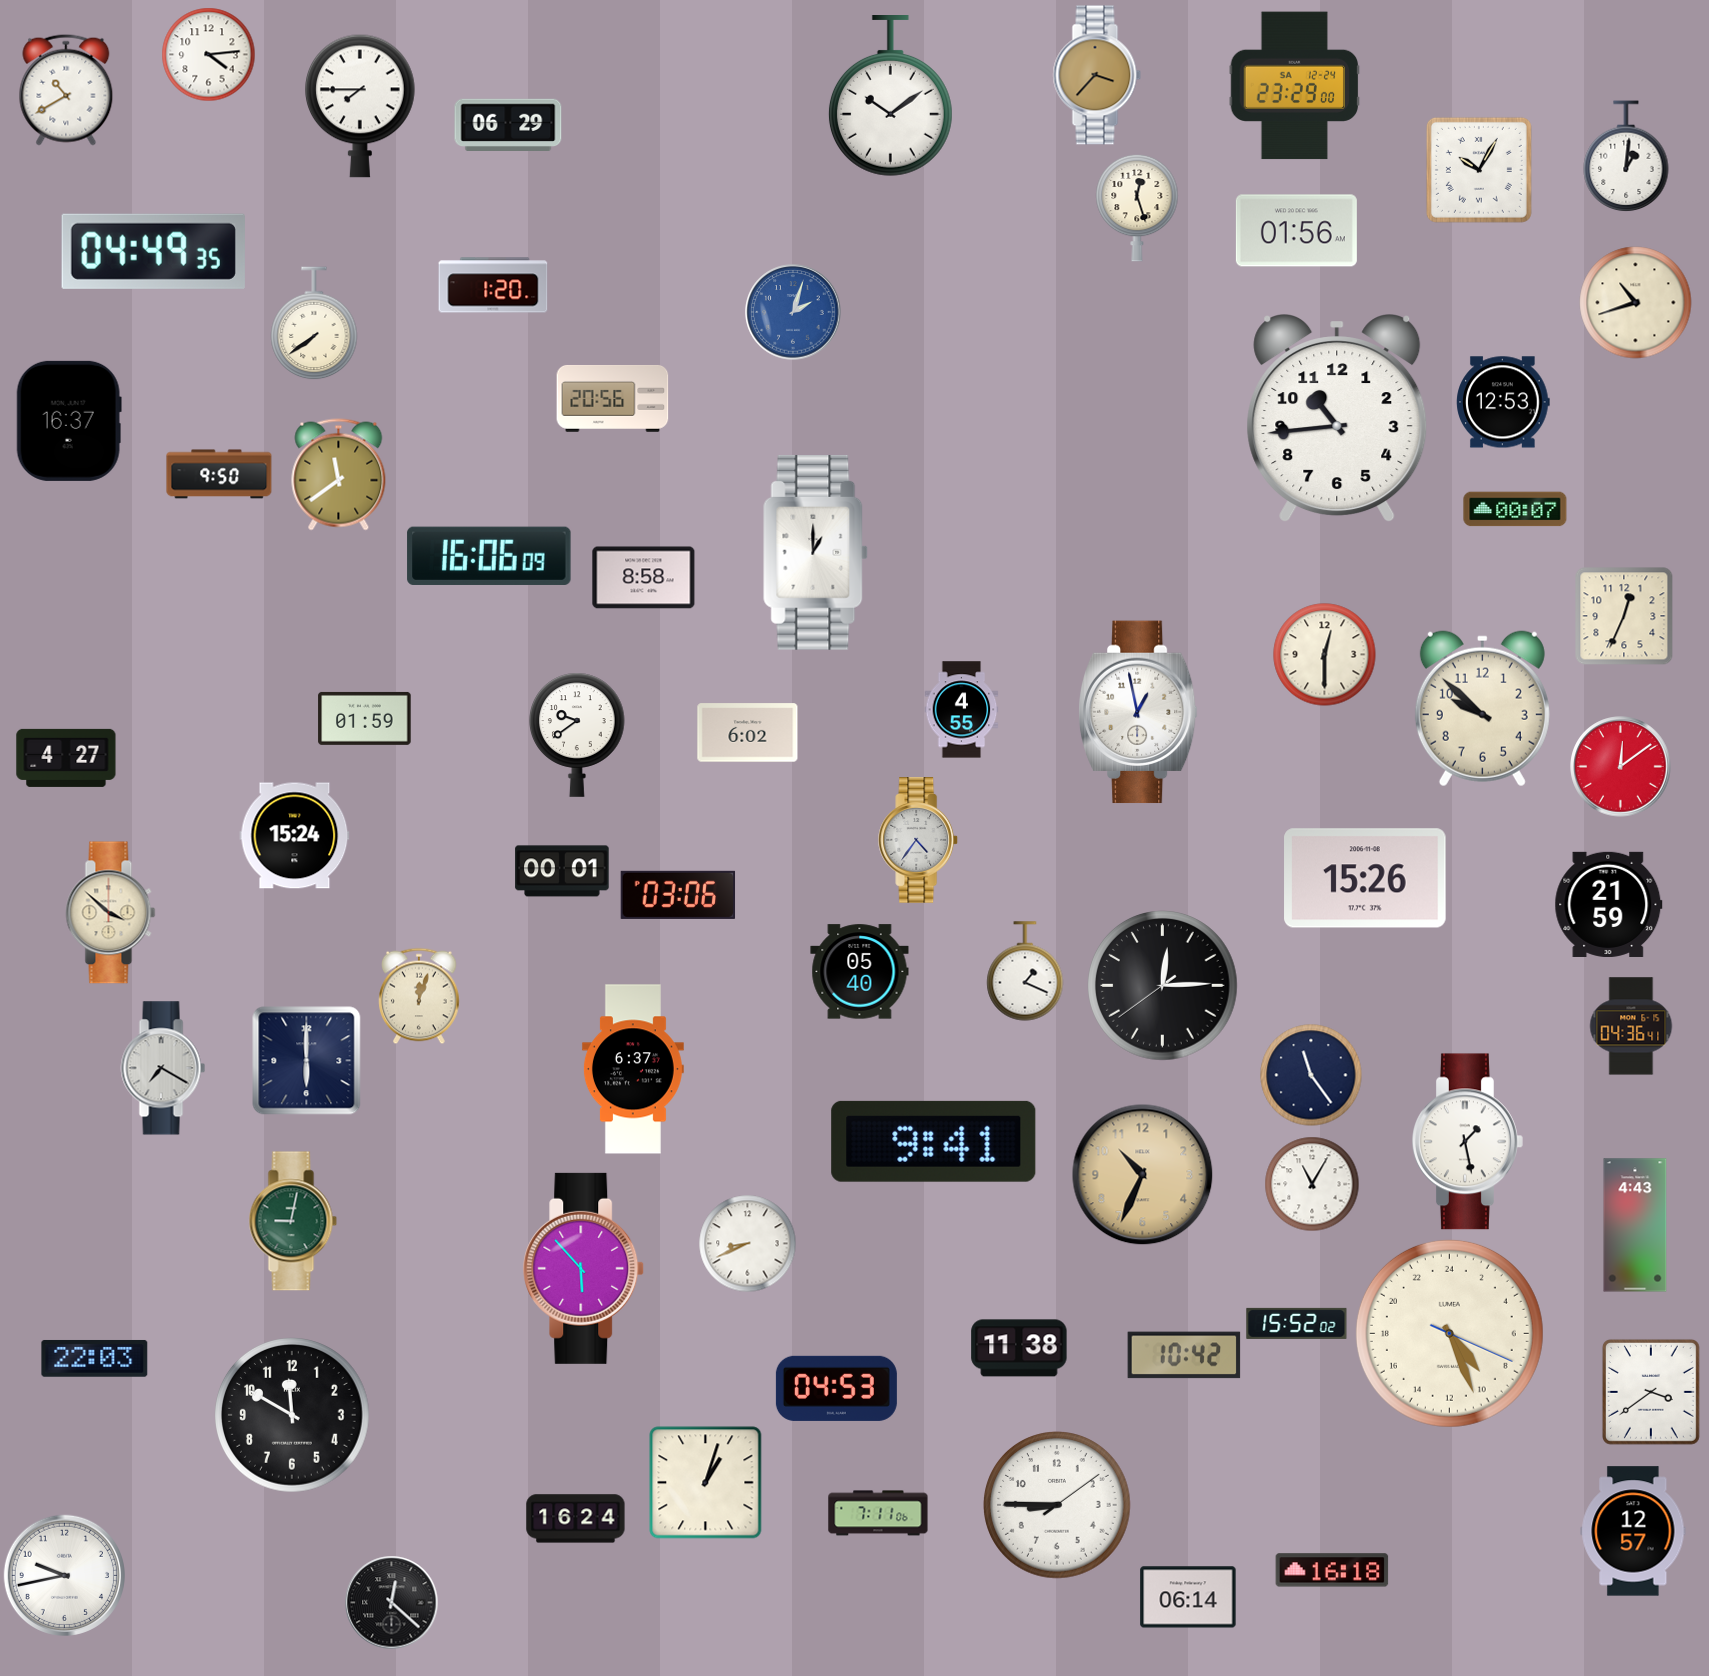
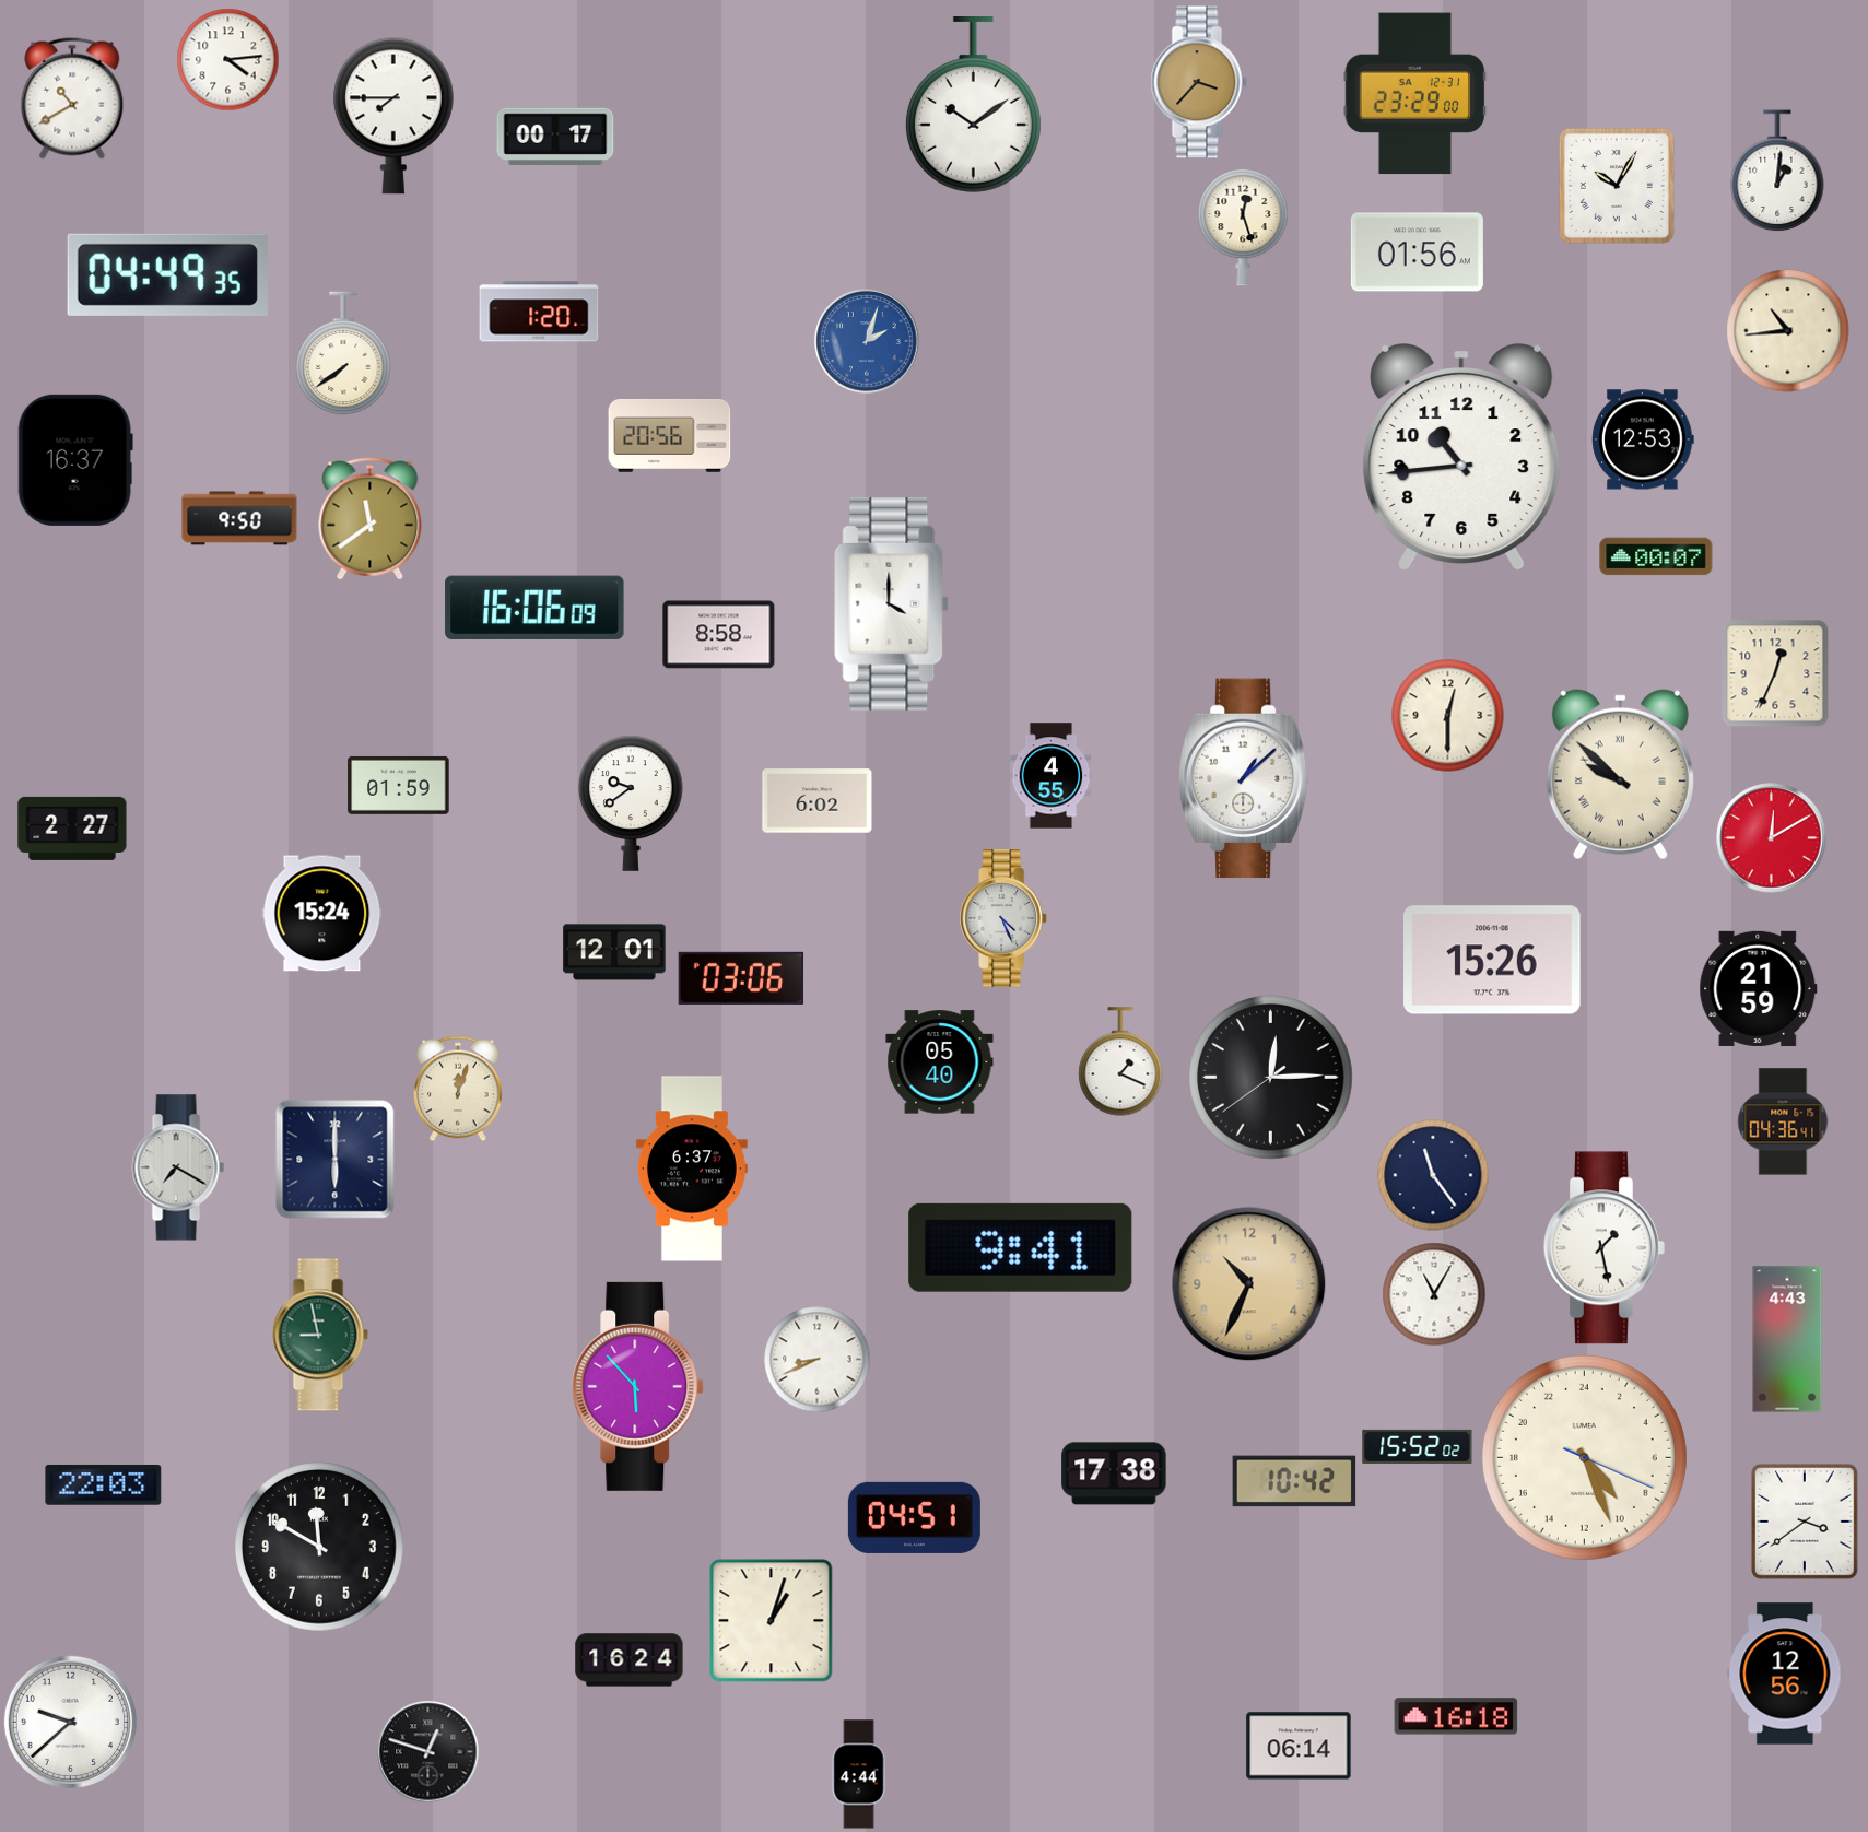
clock at (1295, 86) date: SA 12-24 -> SA 12-31
clock at (508, 125): 06:29 -> 00:17
clock at (1636, 303): 10:42 -> 10:44
clock at (815, 552): 1:00 -> 4:00
clock at (644, 578) position: (644, 578) -> (719, 635)
clock at (1482, 709) numerals: Arabic -> Roman
clock at (1138, 712): 12:58 -> 1:08
clock at (66, 758): 4:27 -> 2:27
clock at (1621, 767): 12:09 -> 12:10
clock at (919, 840): 4:36 -> 4:26
clock at (562, 871): 00:01 -> 12:01
clock at (111, 913): 3:52 -> none
clock at (293, 1221): 9:02 -> 8:58
clock at (1019, 1348): 11:38 -> 17:38
clock at (836, 1388): 04:53 -> 04:51
clock at (1057, 1505): 8:45 -> none
clock at (878, 1513): 7:11 -> none
clock at (1633, 1531): 12:57 -> 12:56
clock at (64, 1575): 9:43 -> 9:38
clock at (392, 1603): 12:22 -> 12:48
clock at (859, 1774): none -> 4:44
